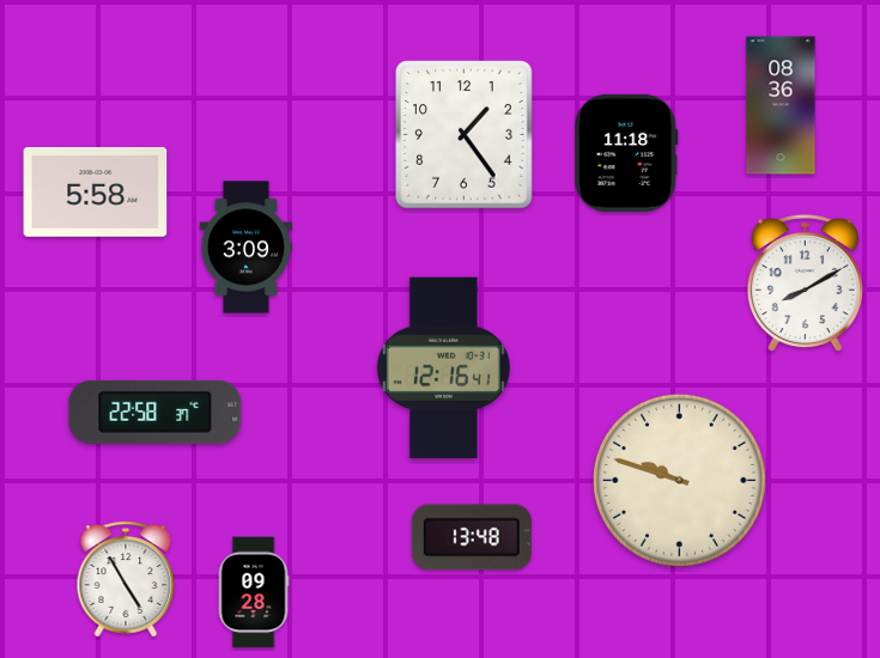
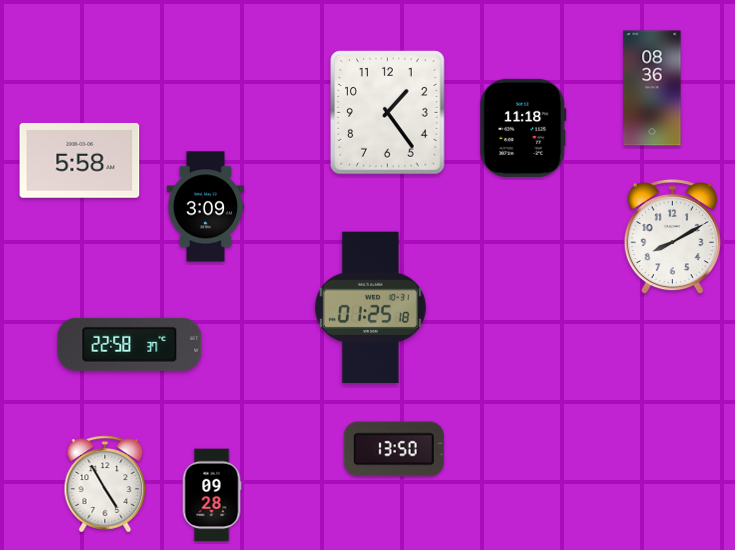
clock at (443, 368): 12:16 -> 01:25
clock at (679, 480): 9:48 -> none
clock at (472, 537): 13:48 -> 13:50
